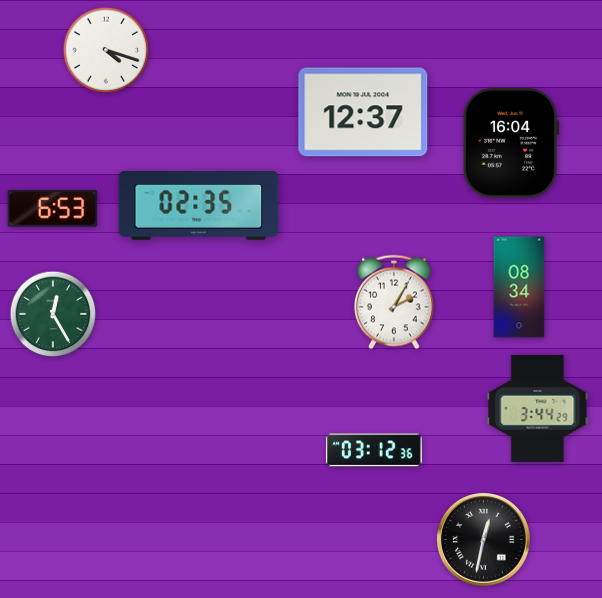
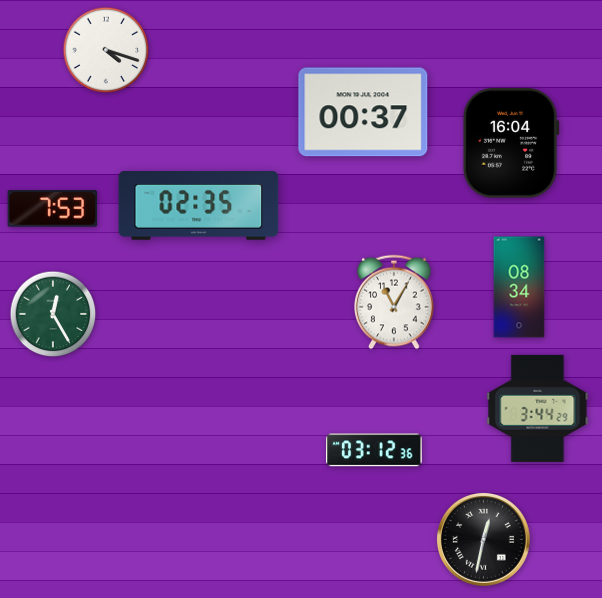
clock at (363, 112): 12:37 -> 00:37
clock at (53, 209): 6:53 -> 7:53
clock at (394, 302): 2:05 -> 11:05
